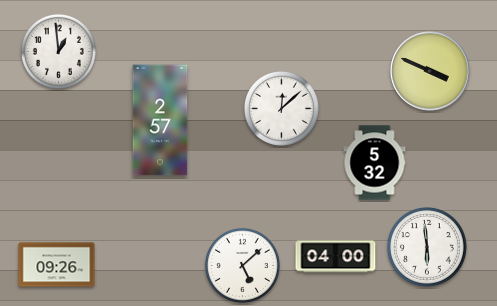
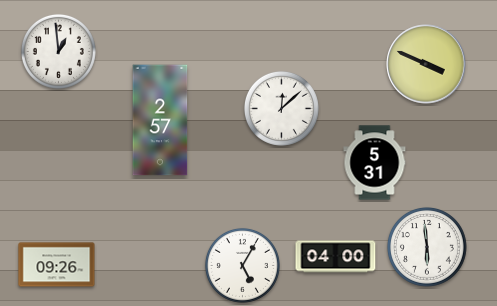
clock at (430, 71) position: (430, 71) -> (426, 64)
clock at (375, 163): 5:32 -> 5:31
clock at (242, 265): 5:08 -> 5:05
